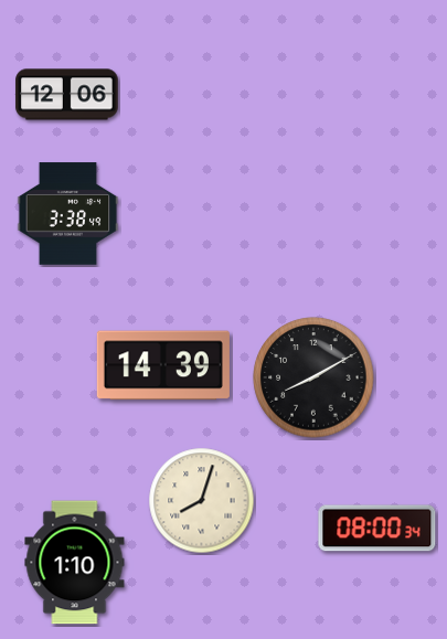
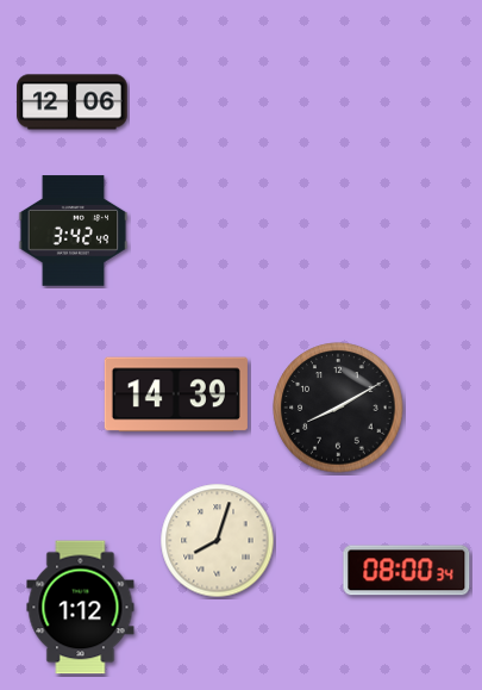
clock at (68, 214): 3:38 -> 3:42
clock at (75, 563): 1:10 -> 1:12
